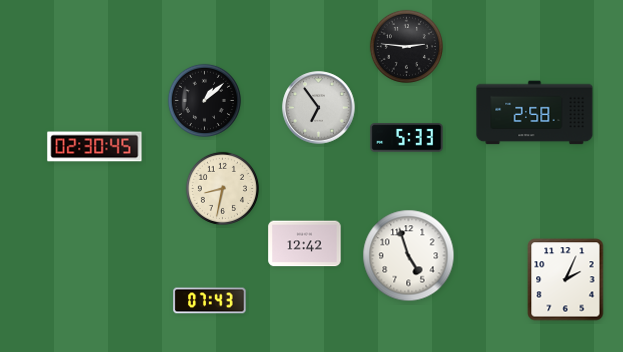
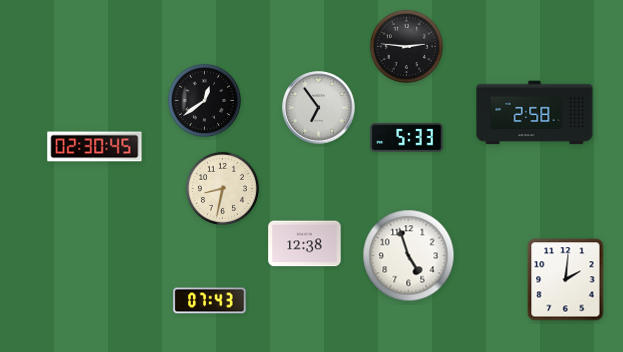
clock at (204, 100): 1:08 -> 12:39
clock at (305, 244): 12:42 -> 12:38
clock at (566, 280): 2:04 -> 2:01
